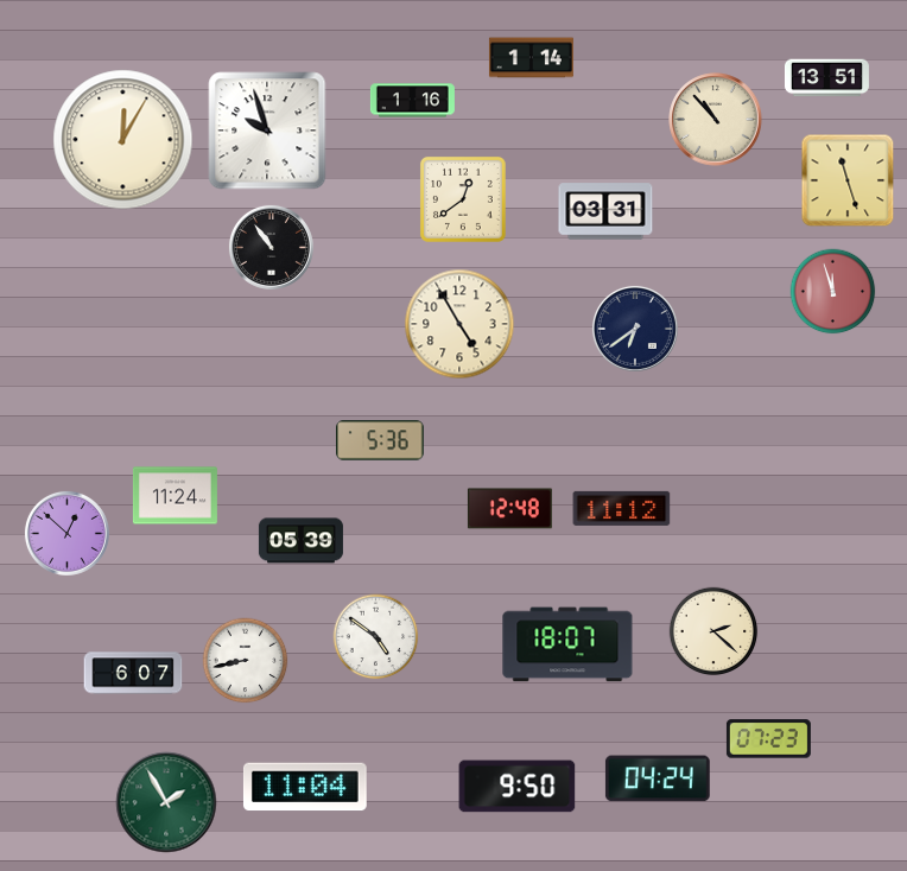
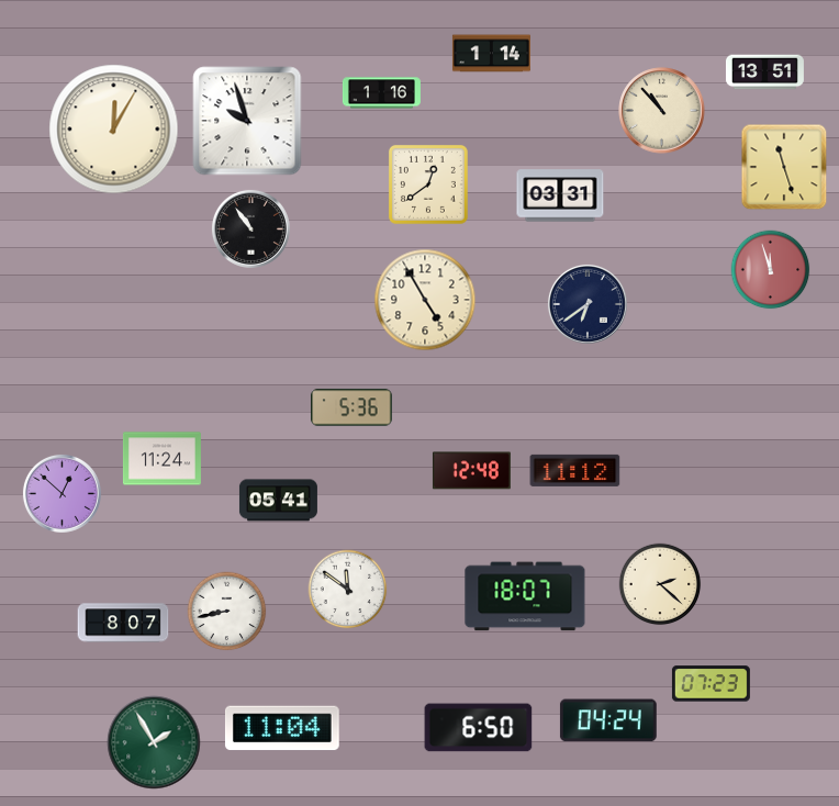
clock at (300, 541): 05:39 -> 05:41
clock at (376, 637): 4:51 -> 11:51
clock at (133, 673): 6:07 -> 8:07
clock at (518, 787): 9:50 -> 6:50
